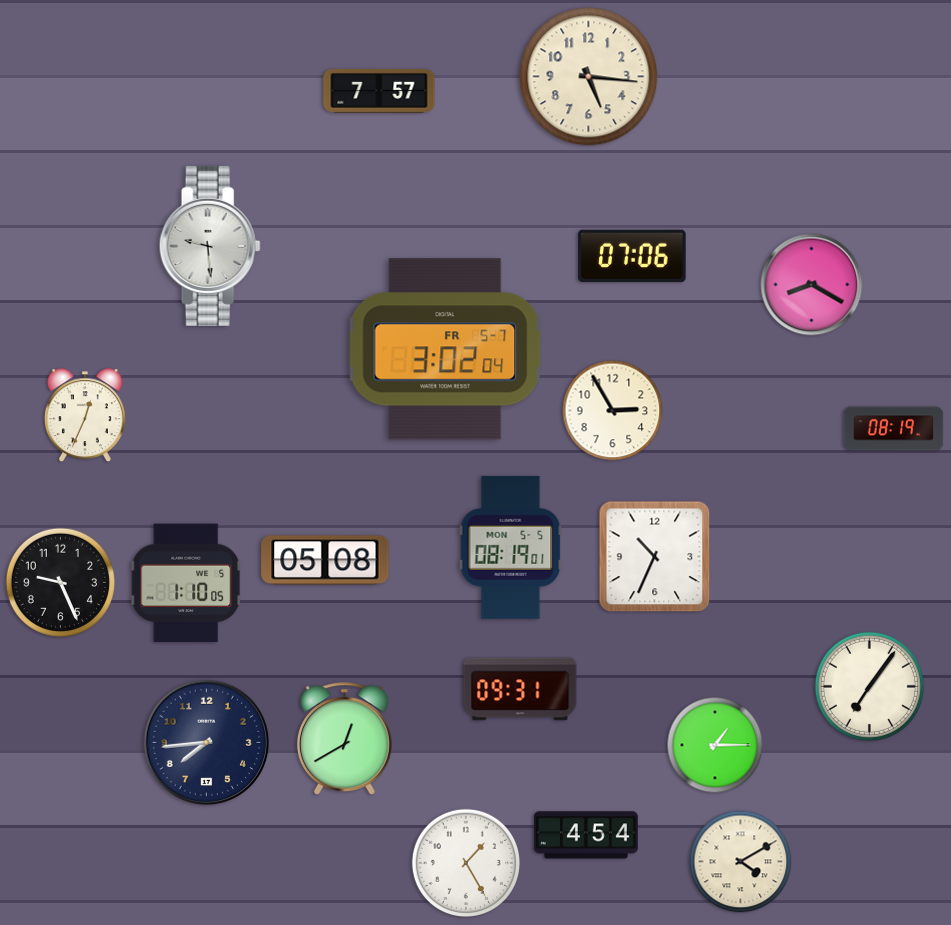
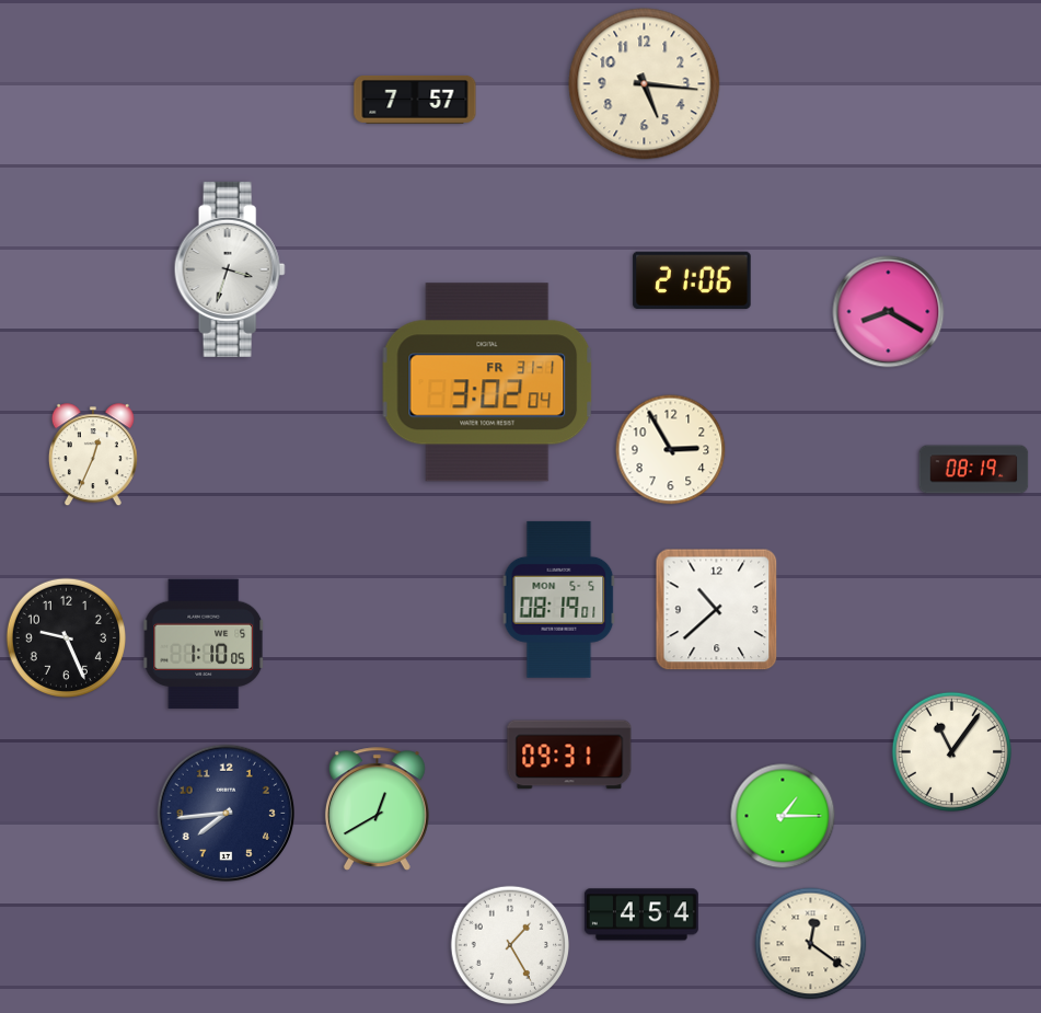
clock at (210, 246): 9:29 -> 3:33
clock at (632, 256): 07:06 -> 21:06
clock at (445, 349) date: FR 5-7 -> FR 31-1
clock at (894, 429) position: (894, 429) -> (974, 470)
clock at (655, 557): 10:34 -> 10:38
clock at (325, 560): 05:08 -> none
clock at (187, 583) position: (187, 583) -> (205, 644)
clock at (869, 686): 7:06 -> 11:06
clock at (741, 862): 4:10 -> 12:21
